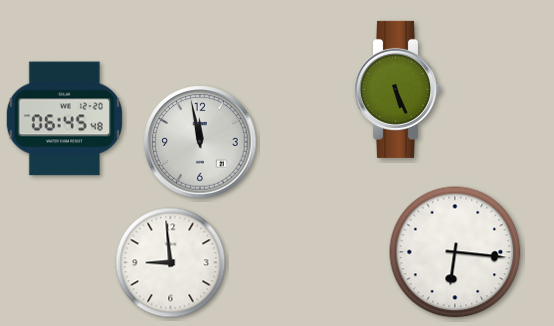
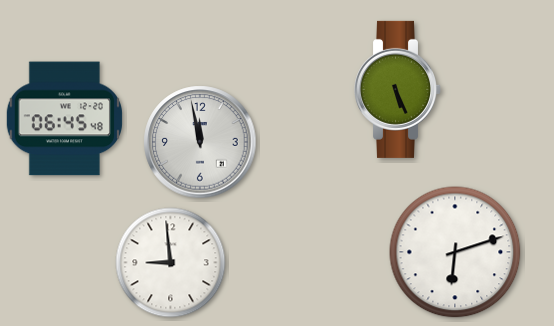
clock at (455, 252): 6:16 -> 6:12
